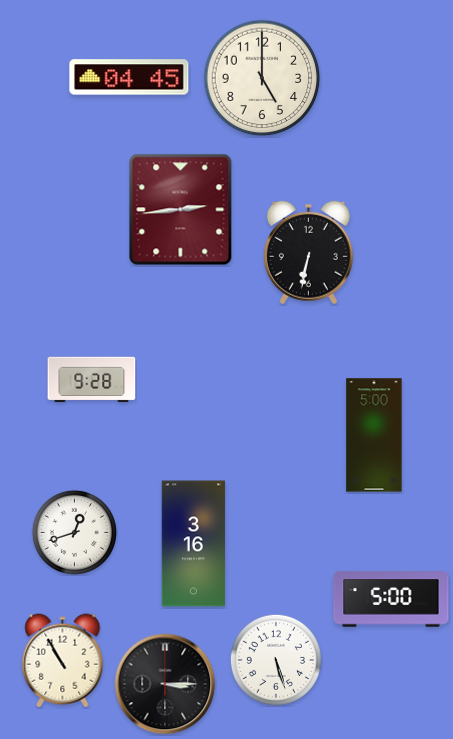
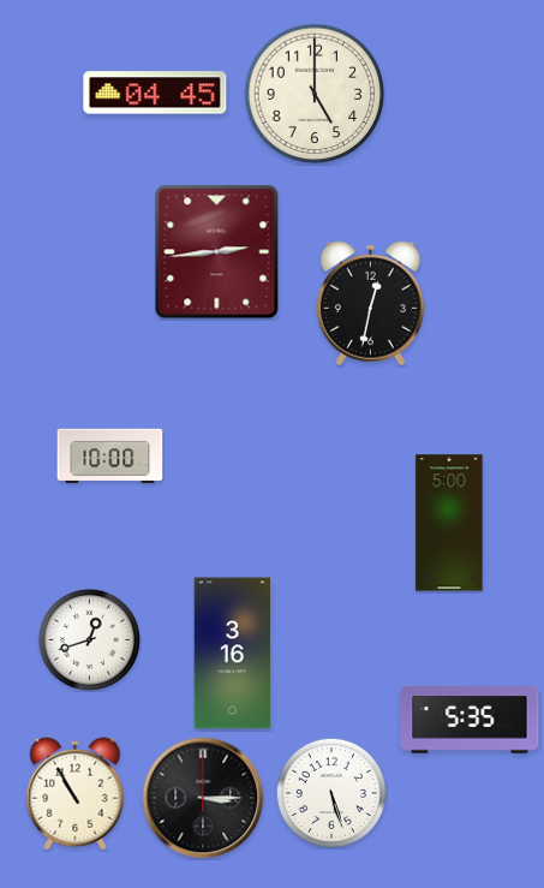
clock at (308, 253): 6:32 -> 12:32
clock at (92, 380): 9:28 -> 10:00
clock at (391, 599): 5:00 -> 5:35
clock at (165, 684) position: (165, 684) -> (203, 798)
